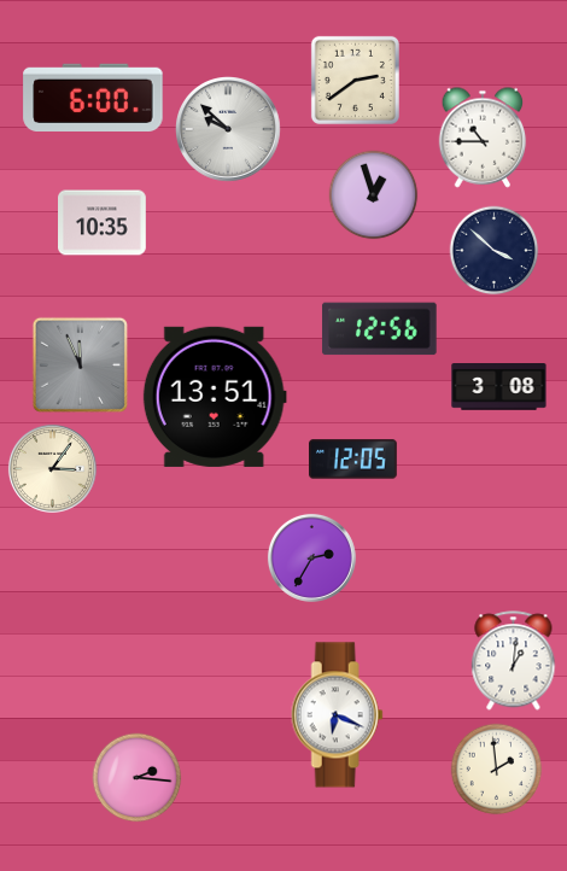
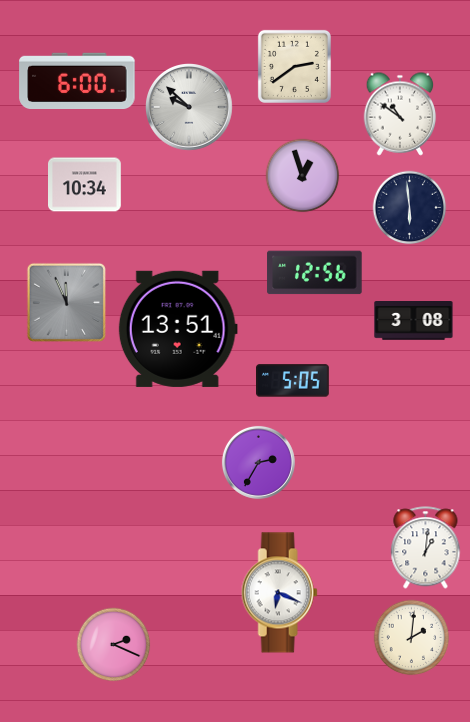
clock at (483, 138): 10:45 -> 10:51
clock at (374, 195) position: (374, 195) -> (303, 176)
clock at (103, 223): 10:35 -> 10:34
clock at (495, 251): 3:52 -> 5:59
clock at (353, 460): 12:05 -> 5:05
clock at (52, 468): 3:06 -> none
clock at (497, 770): 1:59 -> 2:01
clock at (138, 778): 2:16 -> 2:19
